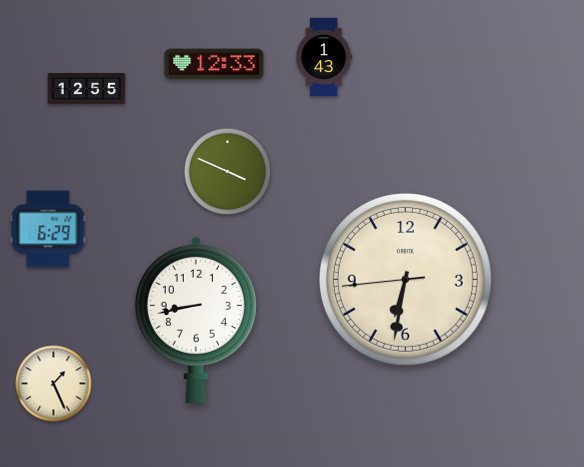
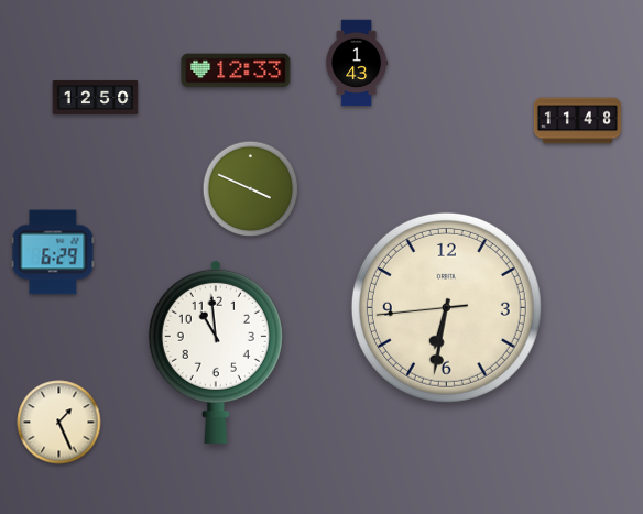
clock at (87, 88): 12:55 -> 12:50
clock at (578, 121): none -> 11:48
clock at (196, 319): 8:43 -> 10:59
